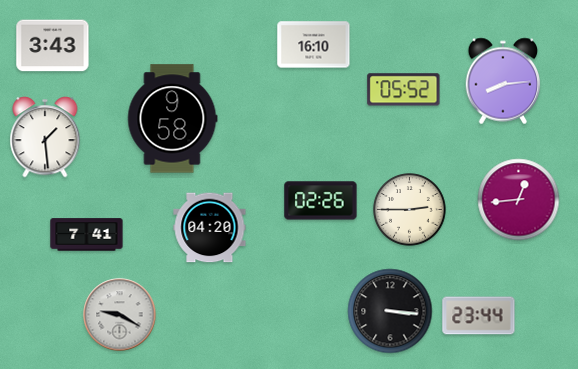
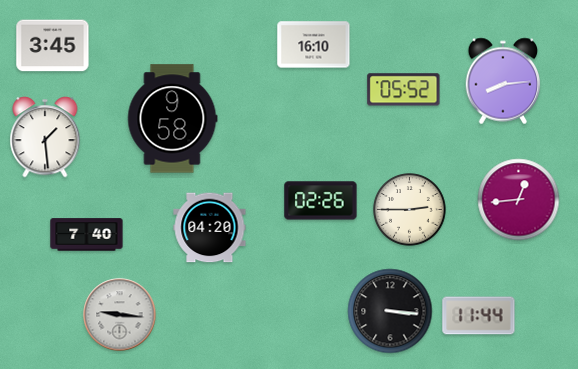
clock at (53, 46): 3:43 -> 3:45
clock at (87, 235): 7:41 -> 7:40
clock at (120, 315): 9:20 -> 9:16
clock at (479, 316): 23:44 -> 11:44
